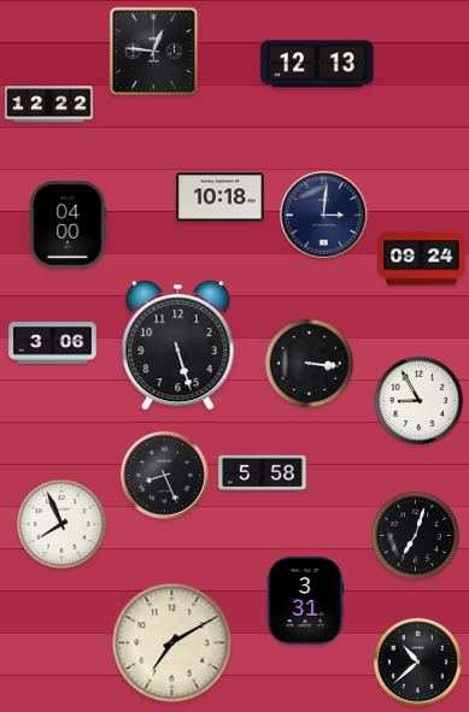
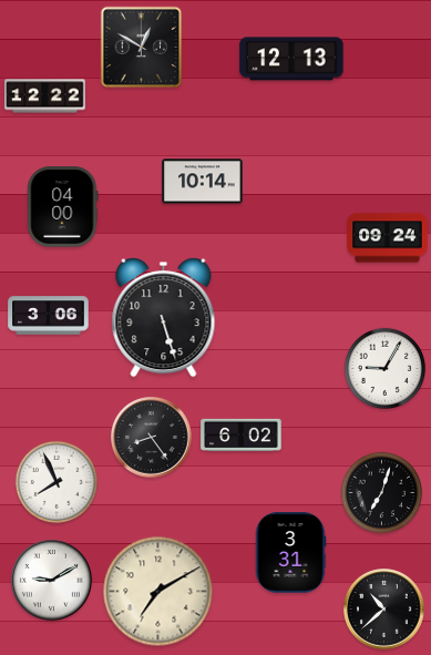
clock at (154, 52): 12:46 -> 12:50
clock at (221, 198): 10:18 -> 10:14
clock at (324, 216): 3:01 -> none
clock at (309, 363): 3:16 -> none
clock at (418, 400): 8:55 -> 9:05
clock at (263, 472): 5:58 -> 6:02
clock at (165, 476): 8:26 -> 8:24
clock at (305, 601) position: (305, 601) -> (290, 553)
clock at (52, 581): none -> 9:10
